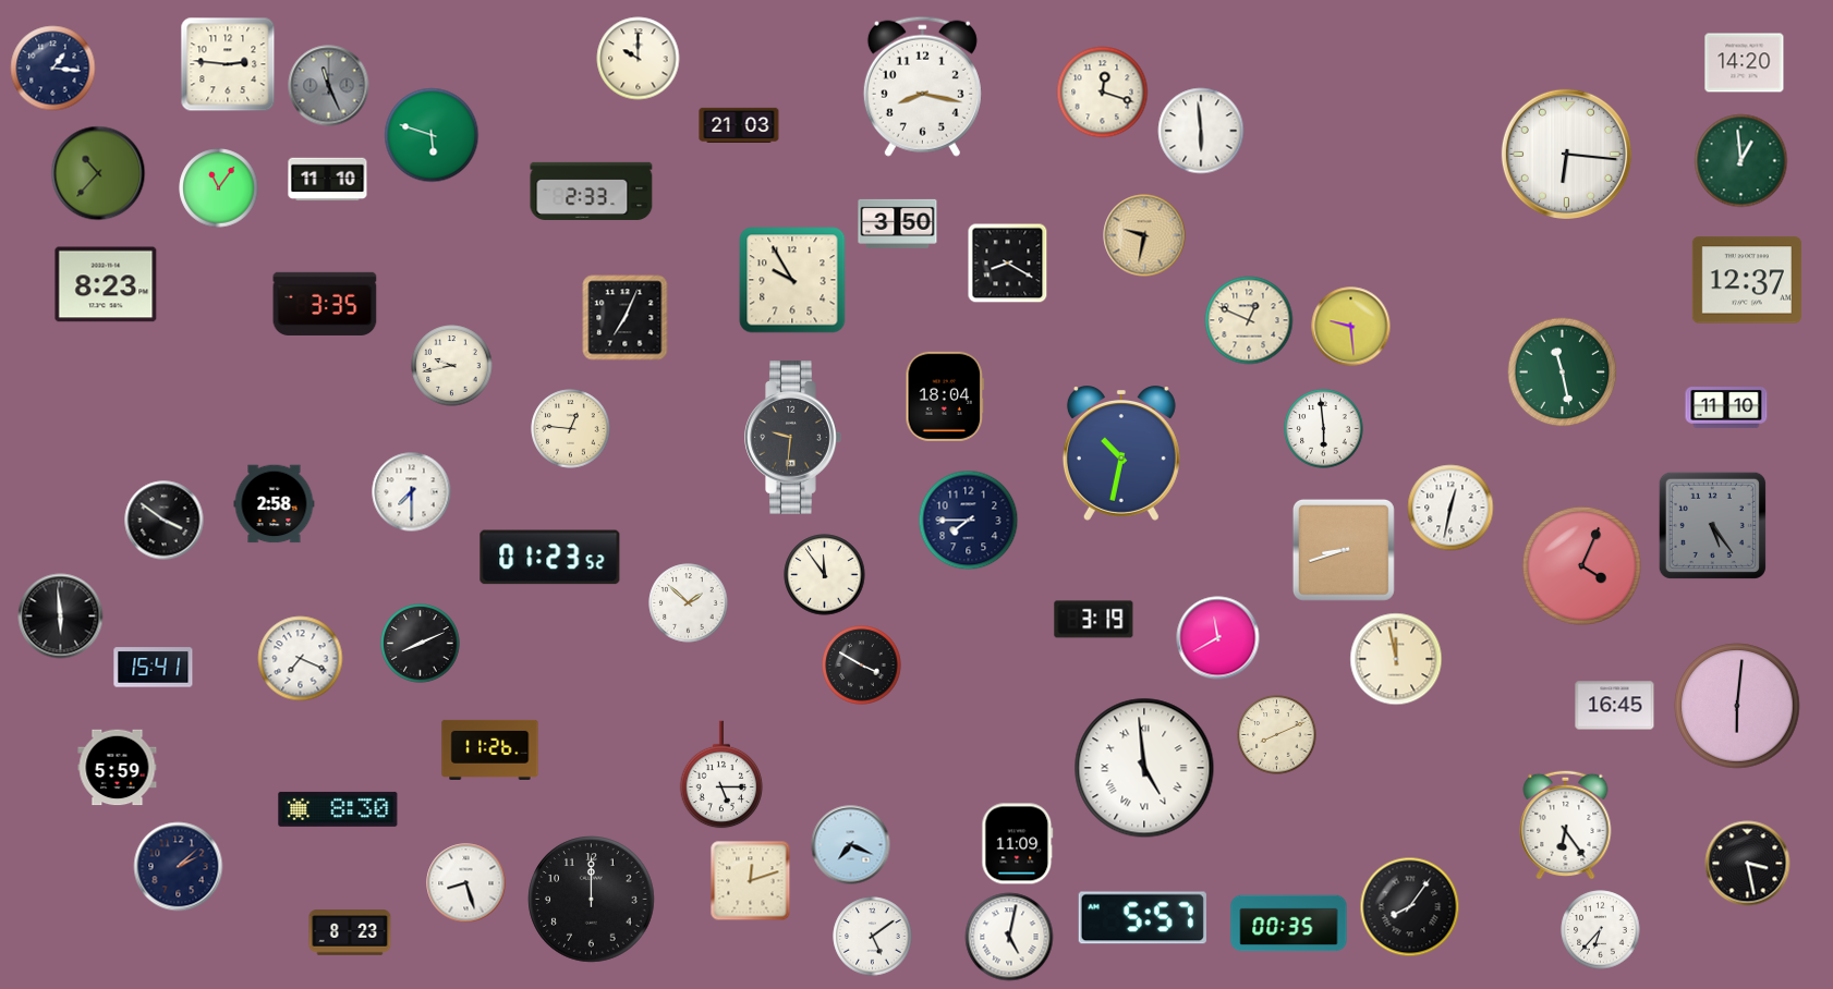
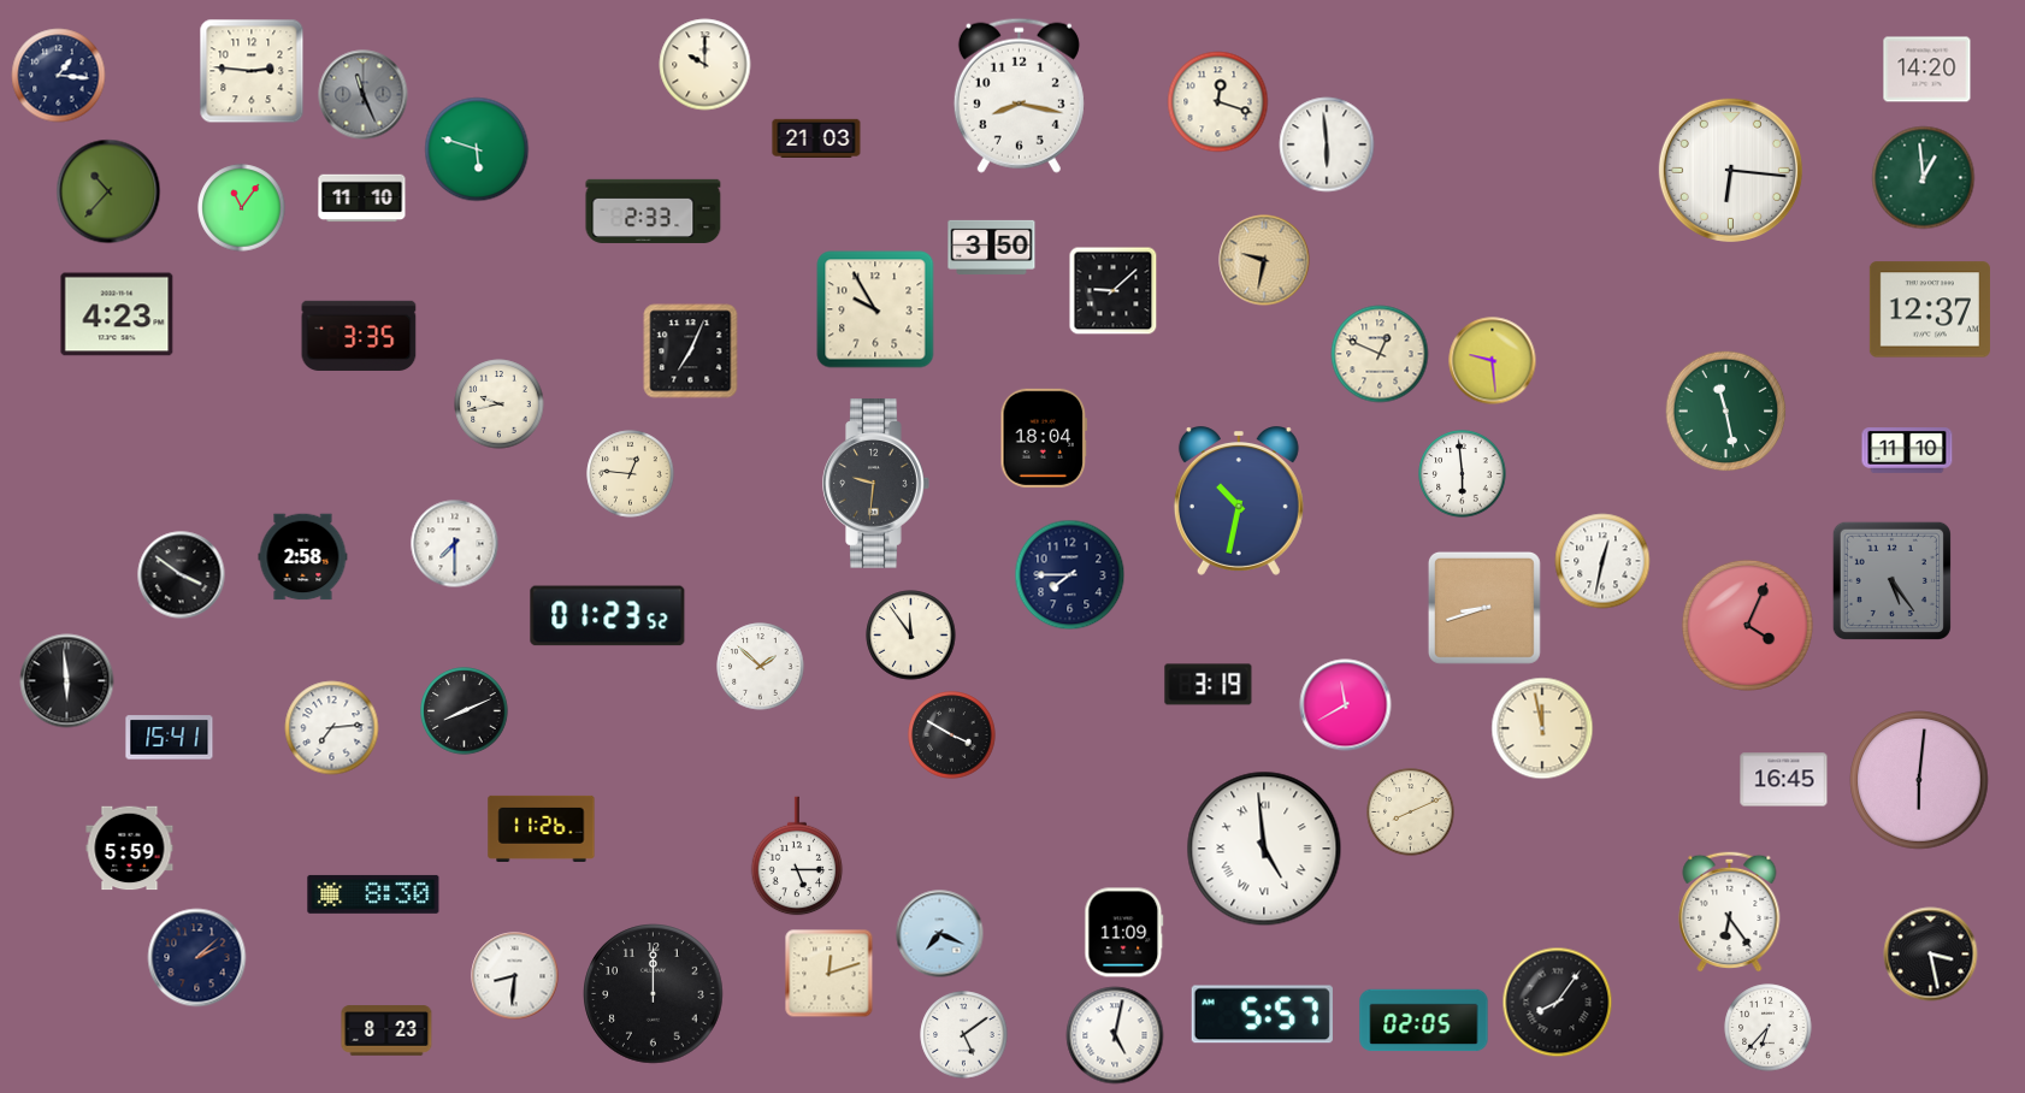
clock at (1008, 264): 8:20 -> 9:08
clock at (106, 284): 8:23 -> 4:23
clock at (301, 659): 7:19 -> 7:14
clock at (466, 883): 8:27 -> 8:31
clock at (1289, 924): 00:35 -> 02:05
